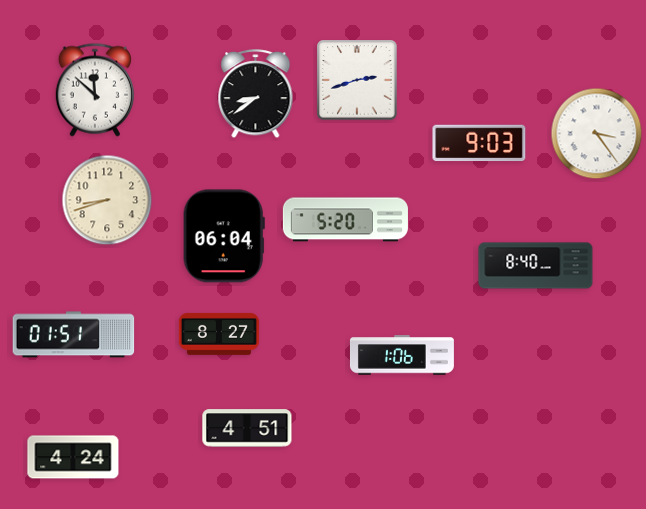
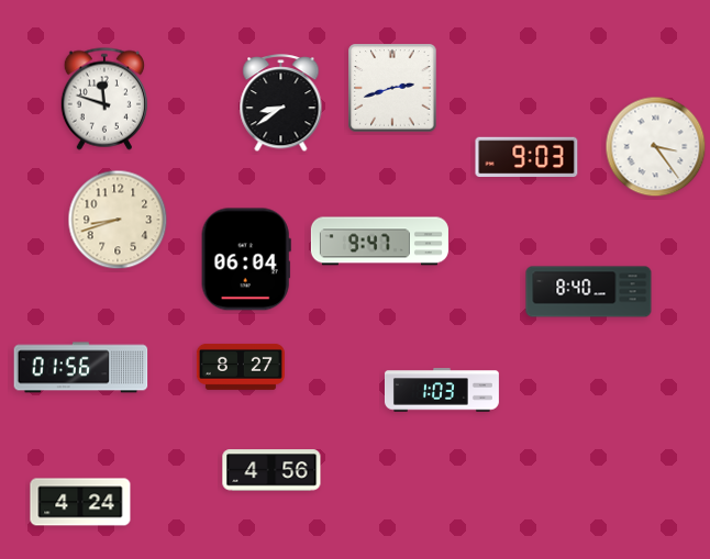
clock at (95, 90): 11:52 -> 11:48
clock at (345, 220): 5:20 -> 9:47
clock at (74, 335): 01:51 -> 01:56
clock at (402, 355): 1:06 -> 1:03
clock at (247, 428): 4:51 -> 4:56
